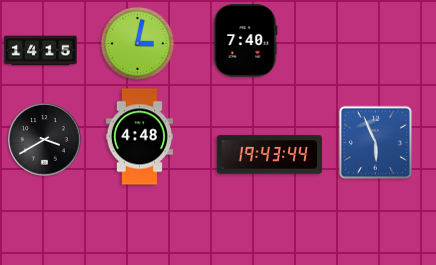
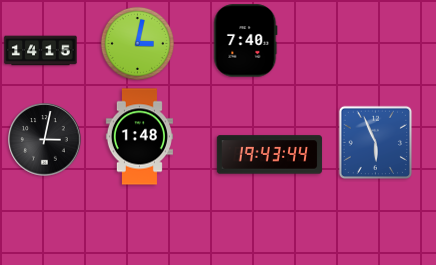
clock at (139, 137): 4:48 -> 1:48
clock at (45, 140): 3:40 -> 3:02
